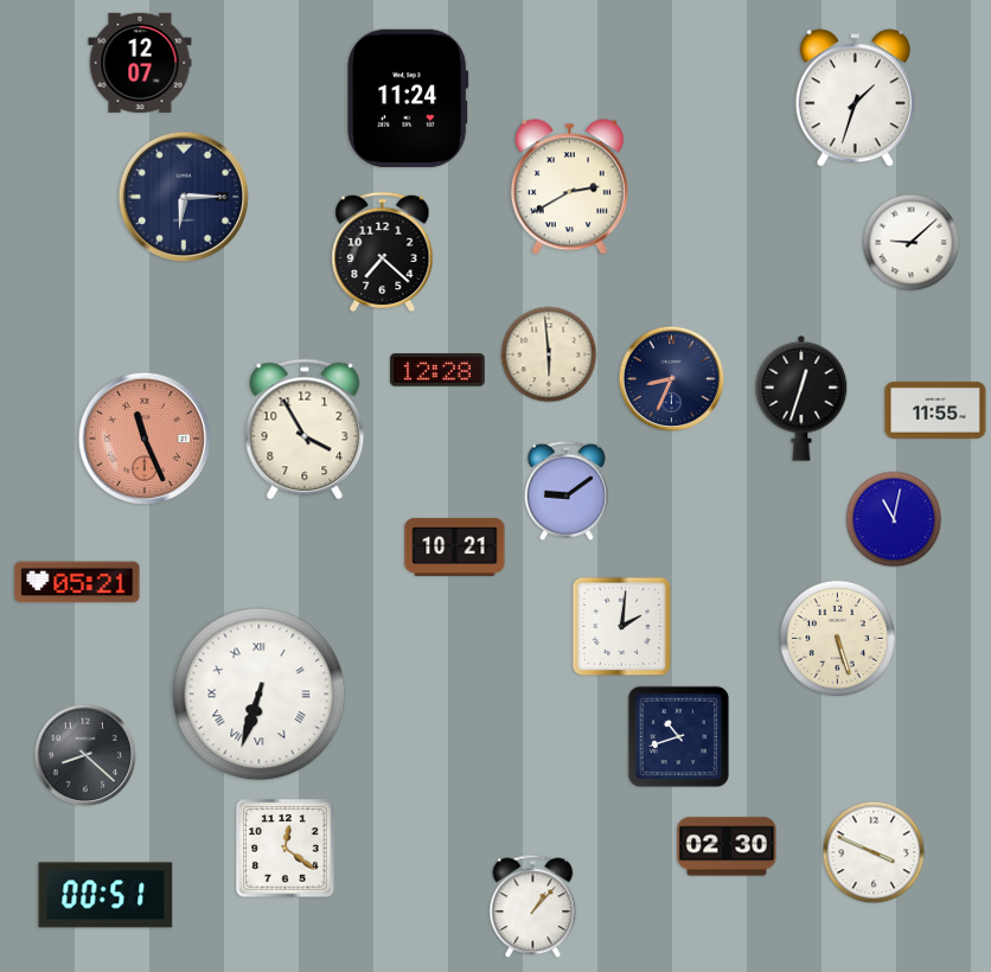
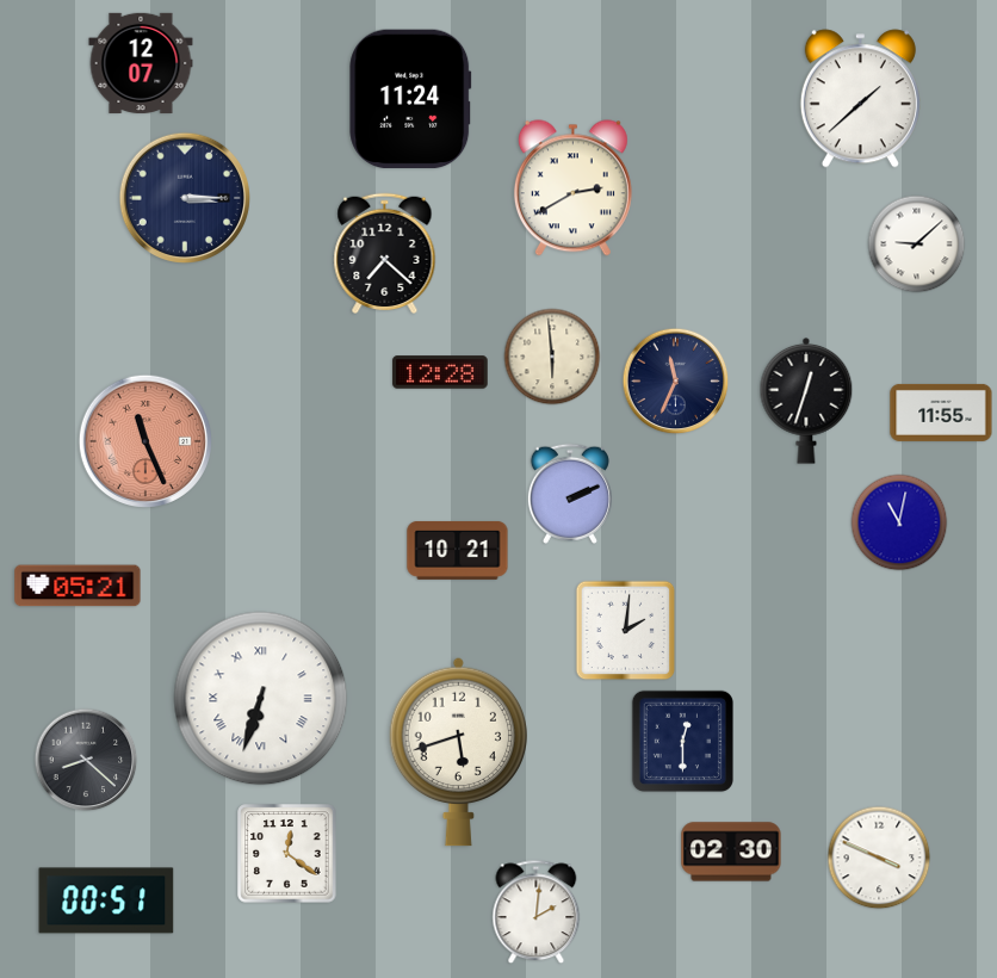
clock at (855, 98): 1:33 -> 1:38
clock at (183, 196): 6:15 -> 3:15
clock at (672, 379): 8:34 -> 11:34
clock at (305, 429): 3:55 -> none
clock at (567, 491): 9:09 -> 2:11
clock at (837, 638): 5:27 -> none
clock at (678, 736): 10:42 -> 12:30
clock at (458, 751): none -> 5:42
clock at (533, 907): 1:07 -> 2:01
